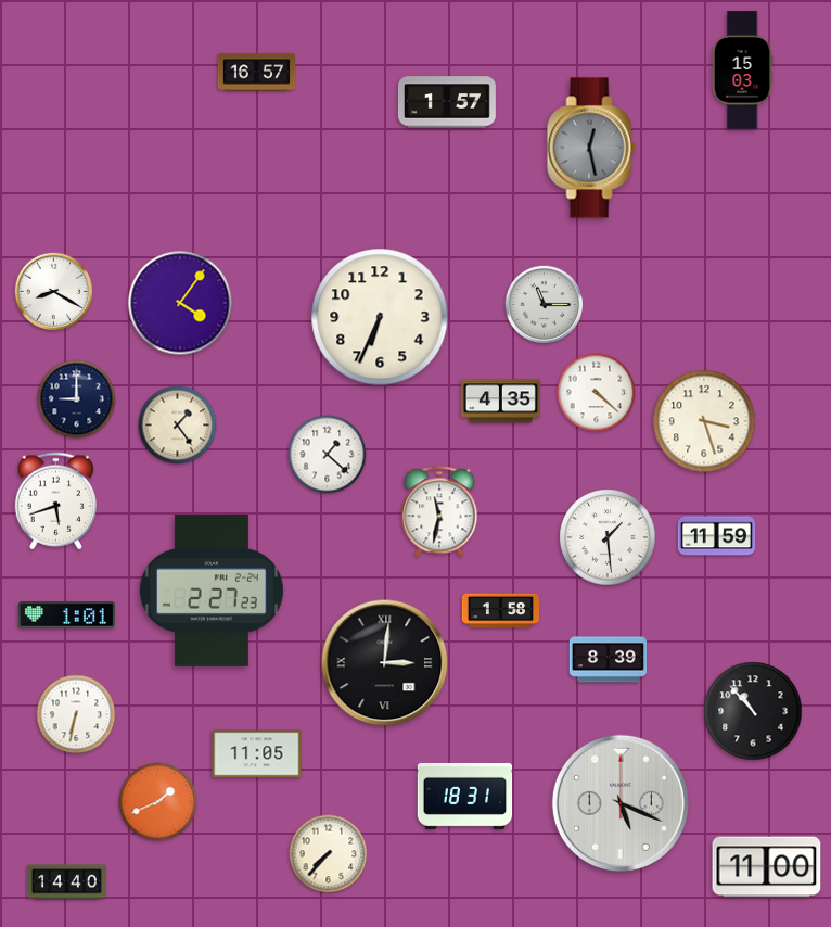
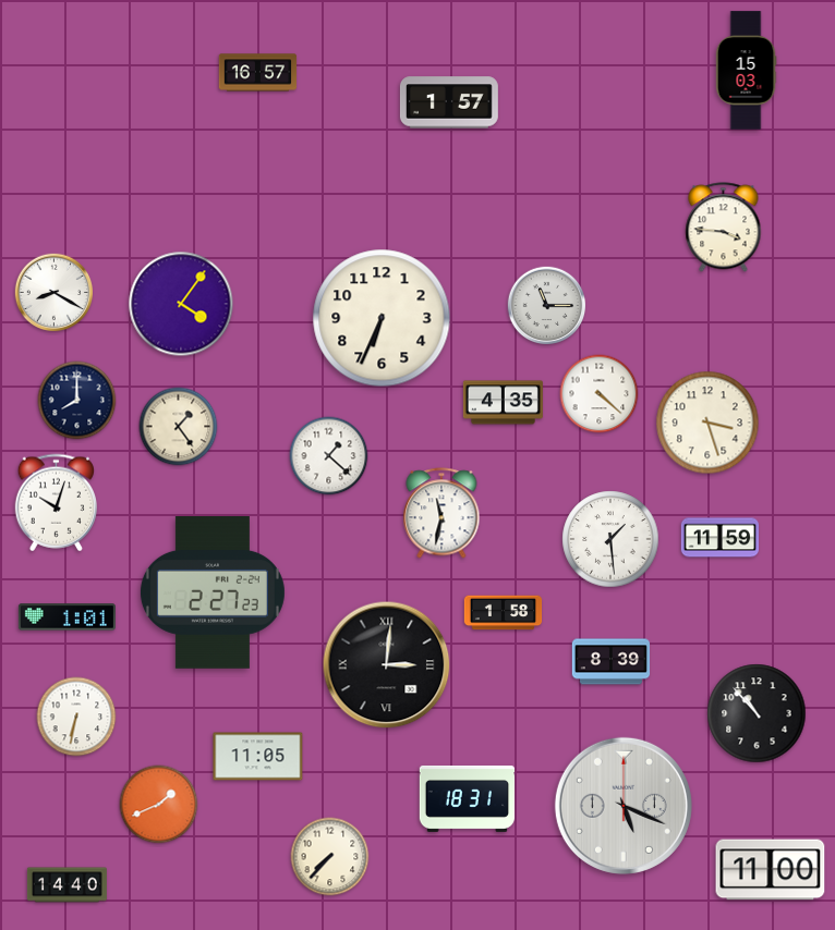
clock at (591, 148): 12:28 -> none
clock at (724, 228): none -> 3:46
clock at (77, 399): 9:00 -> 8:00
clock at (55, 501): 5:42 -> 10:03
